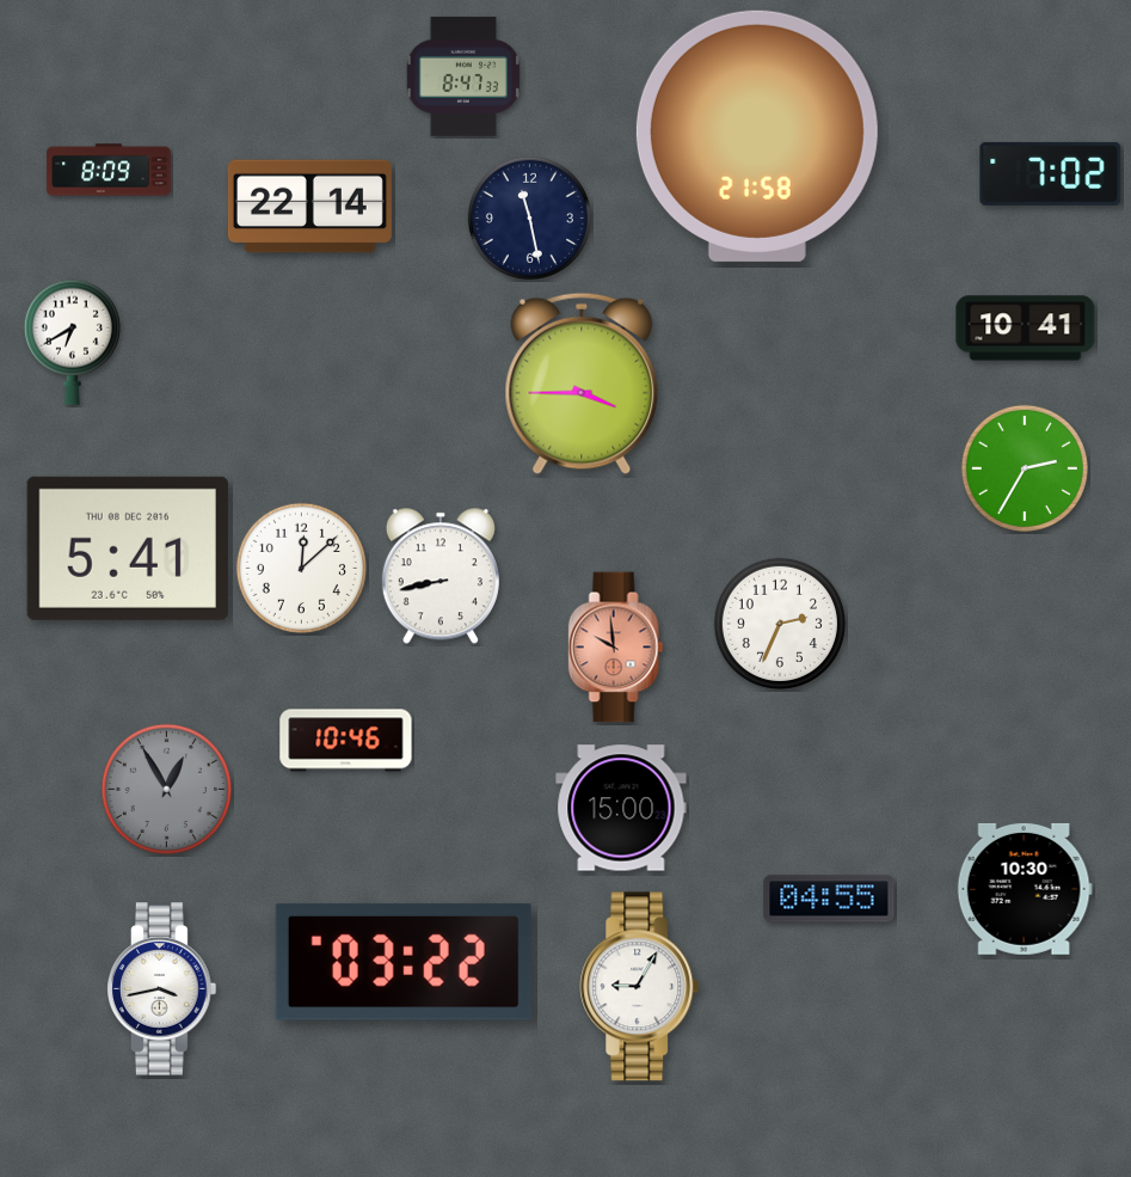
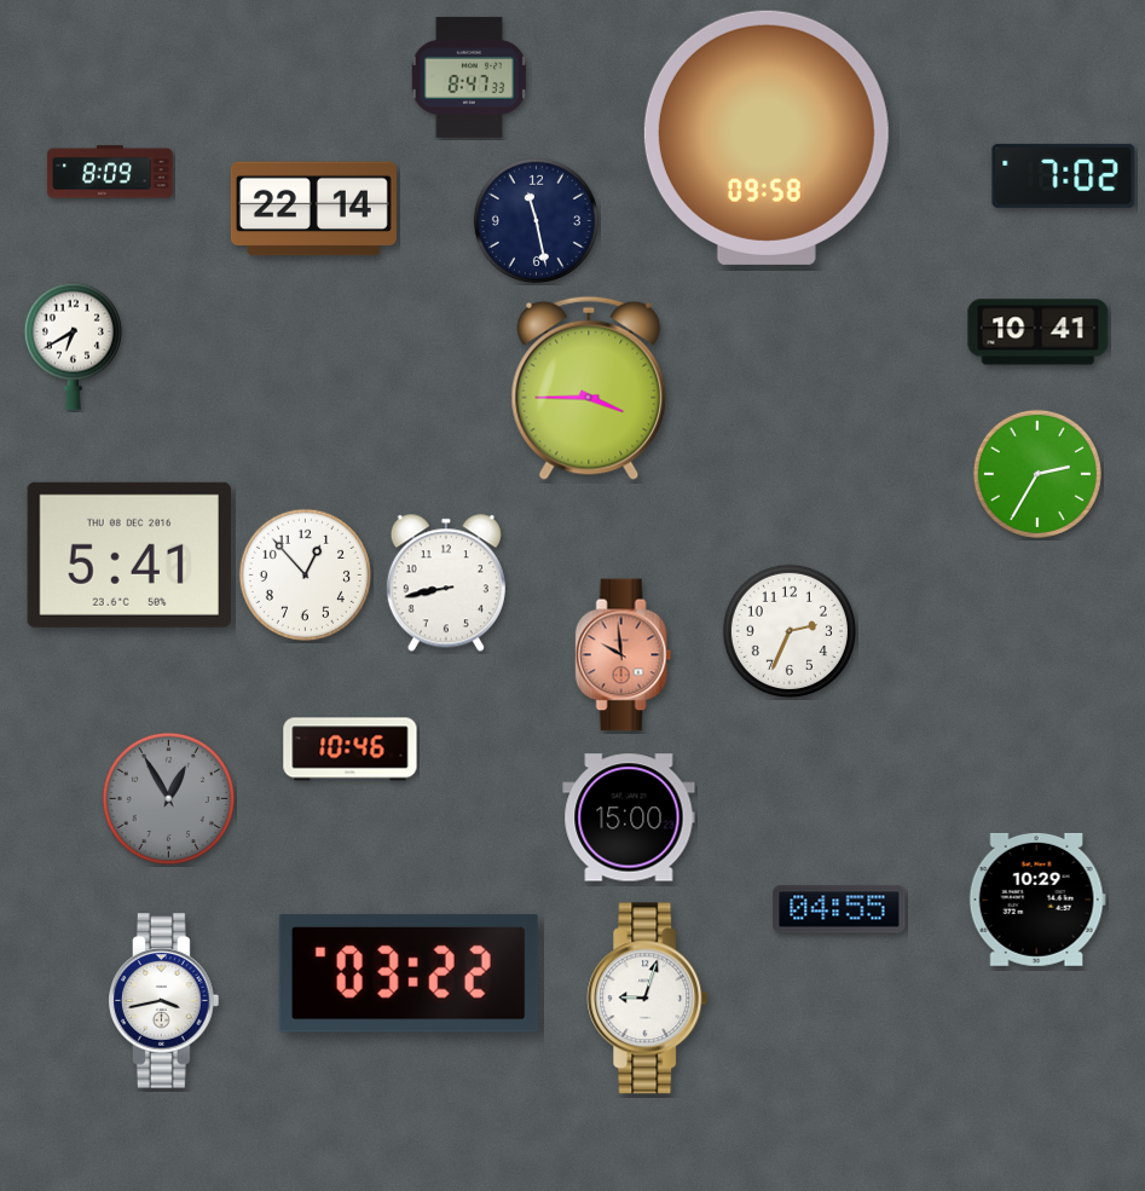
clock at (757, 136): 21:58 -> 09:58
clock at (301, 568): 12:08 -> 12:53
clock at (1025, 889): 10:30 -> 10:29
clock at (640, 987): 9:05 -> 9:03
